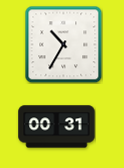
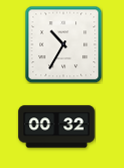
clock at (57, 127): 00:31 -> 00:32
